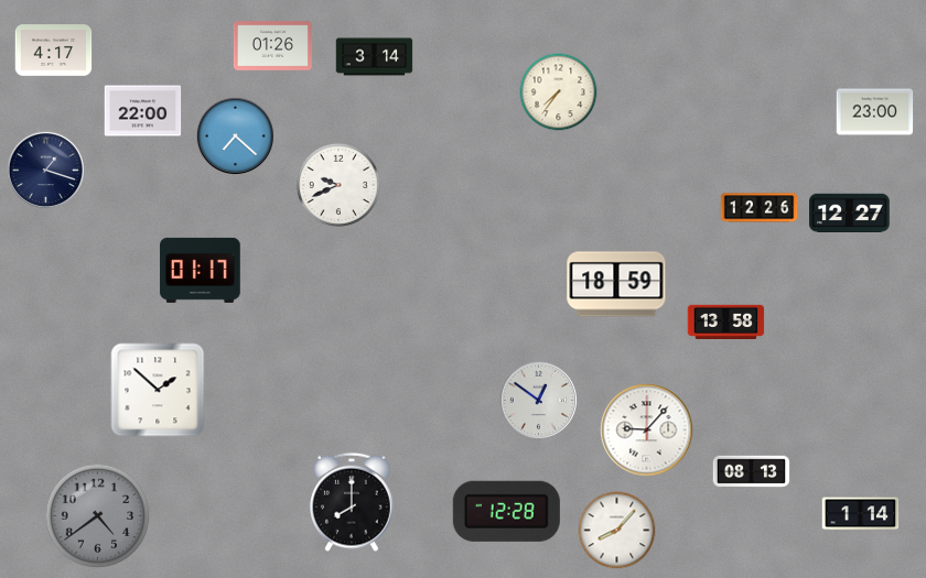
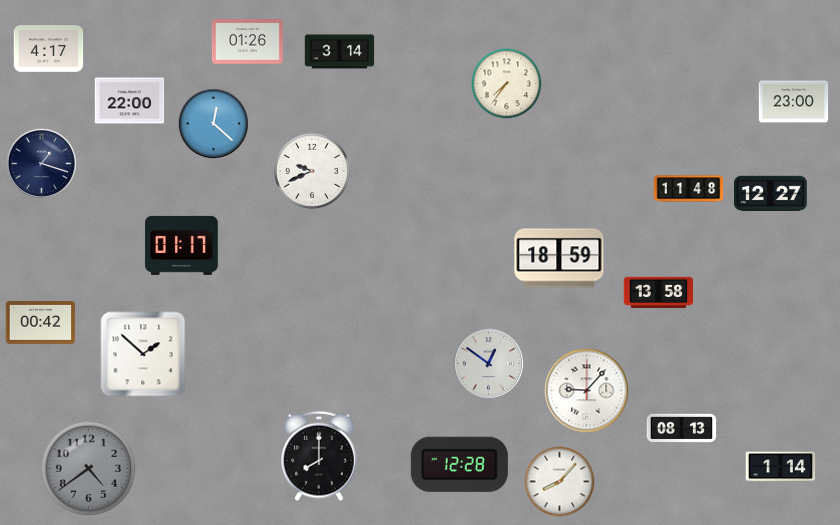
clock at (54, 51) position: (54, 51) -> (49, 49)
clock at (235, 135): 7:22 -> 12:22
clock at (45, 170) position: (45, 170) -> (41, 163)
clock at (338, 185) position: (338, 185) -> (312, 171)
clock at (760, 208): 12:26 -> 11:48
clock at (41, 322): none -> 00:42
